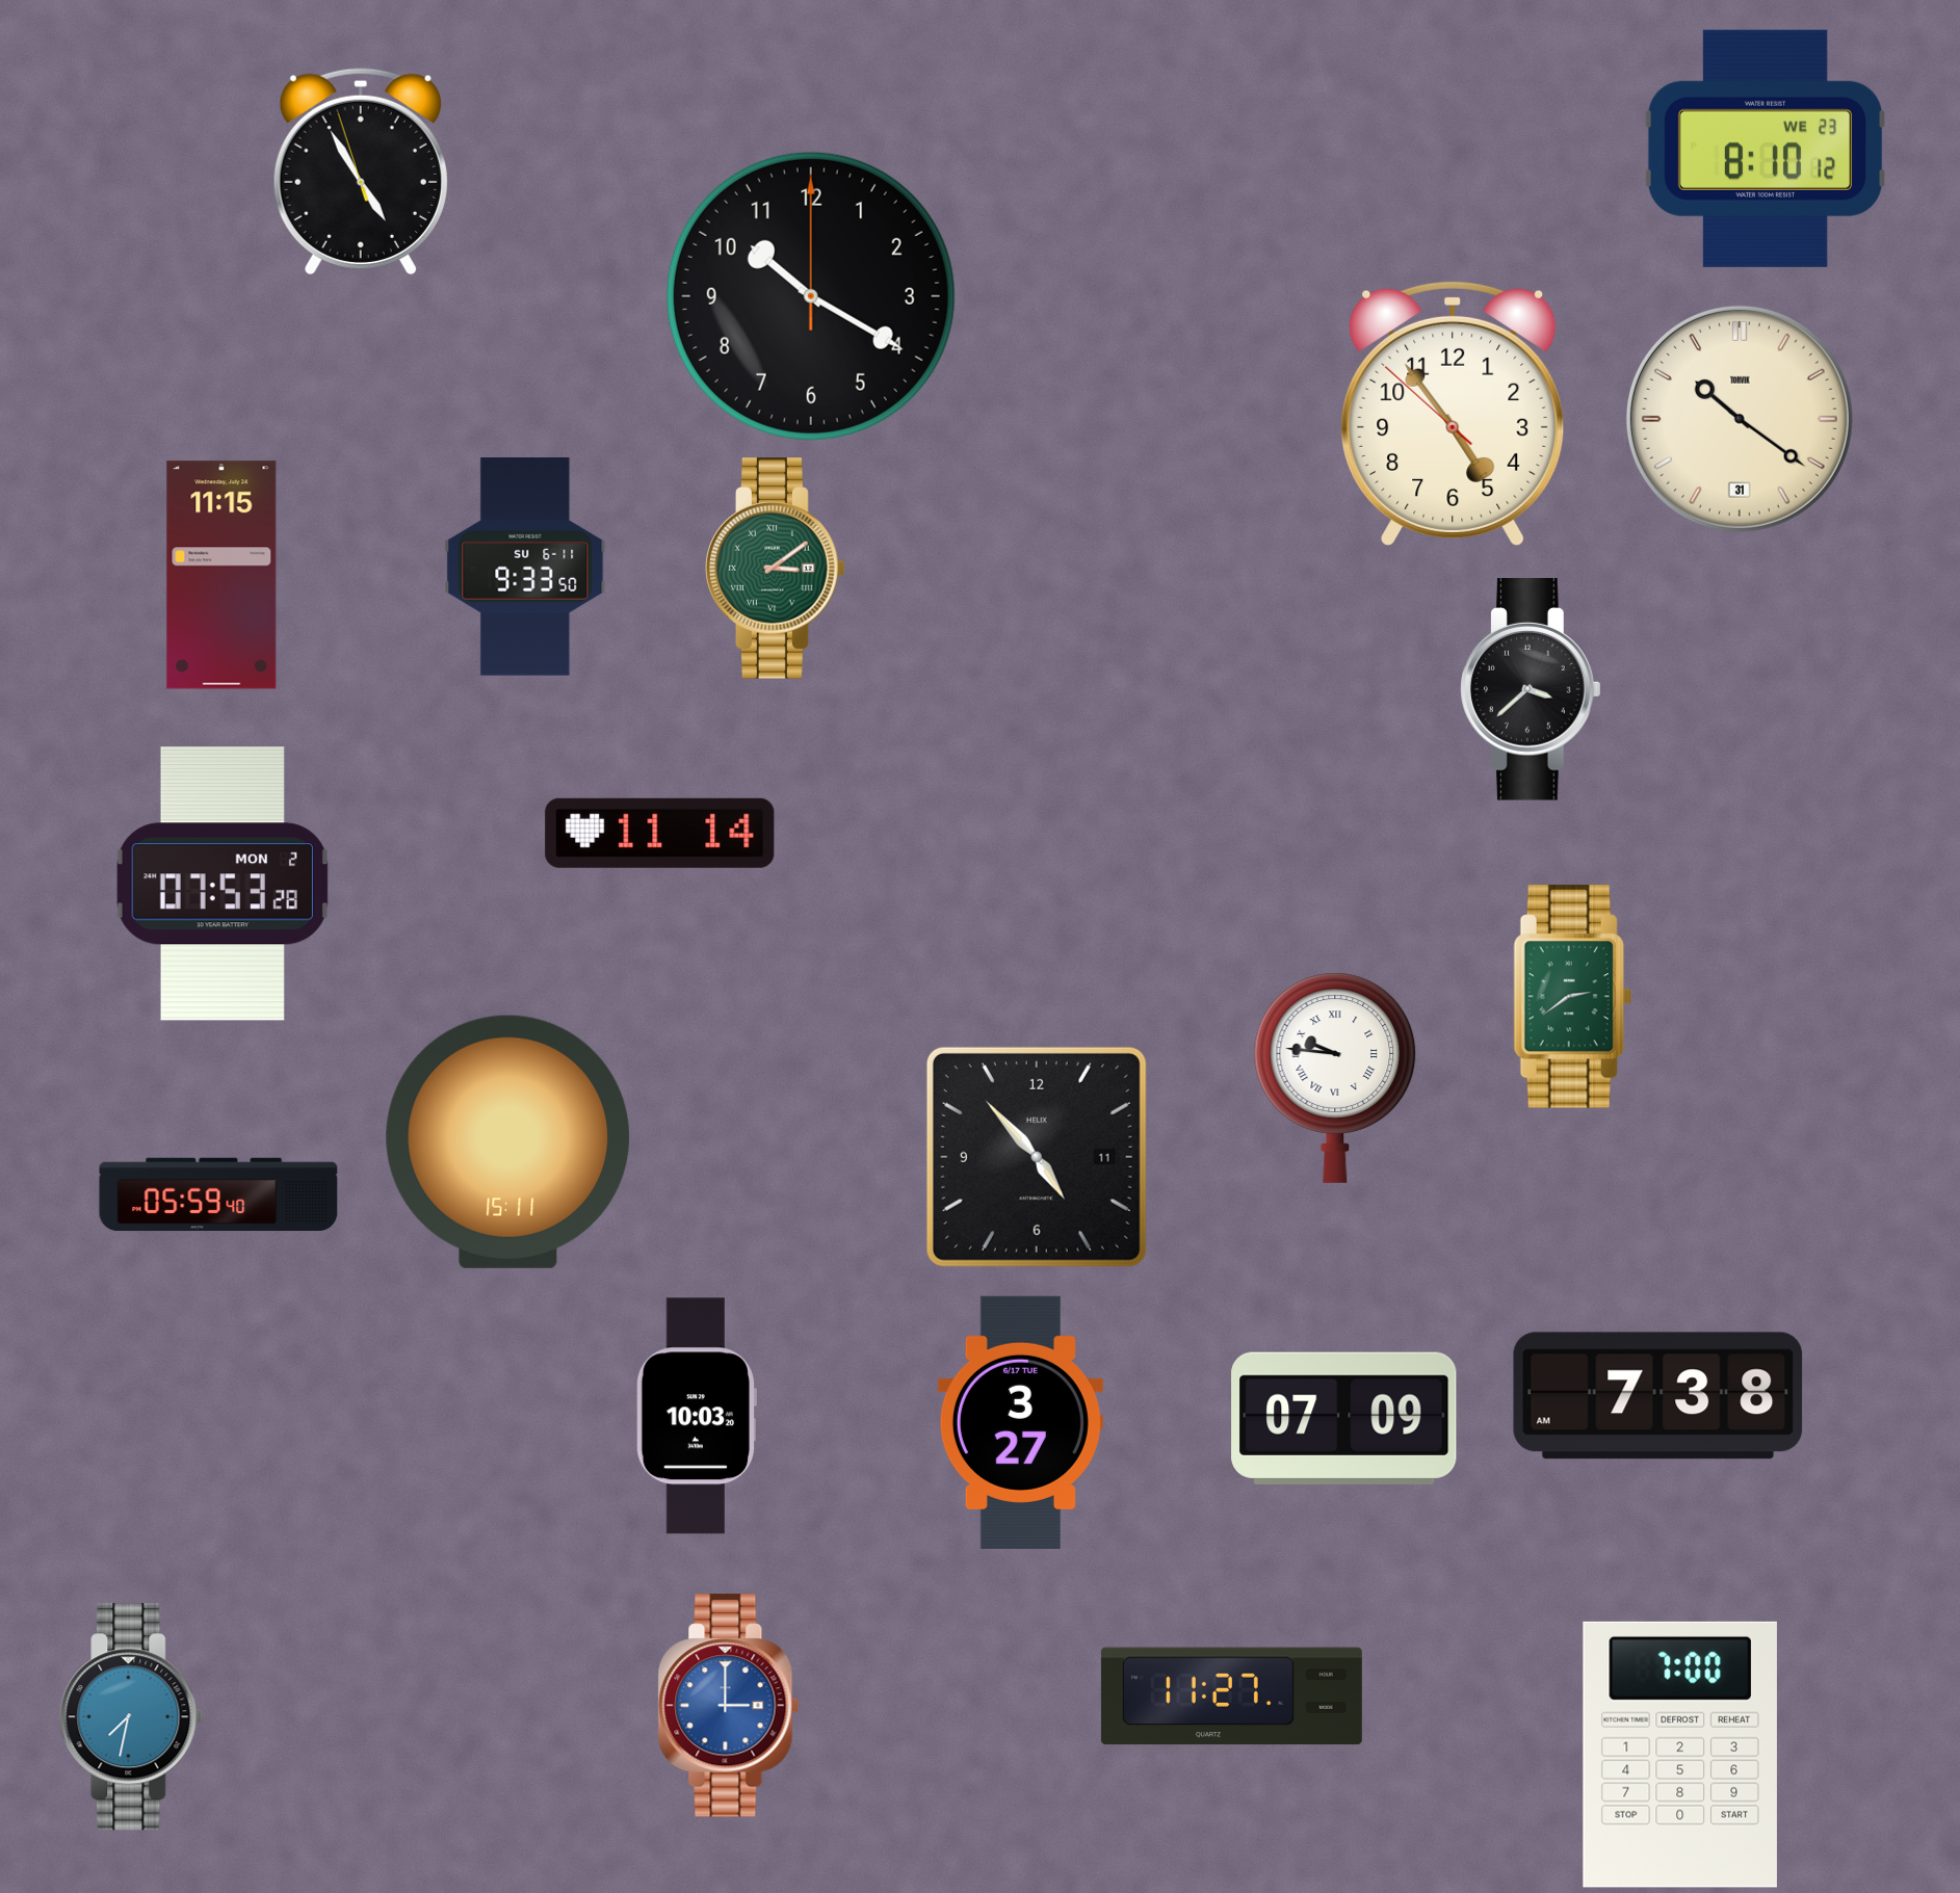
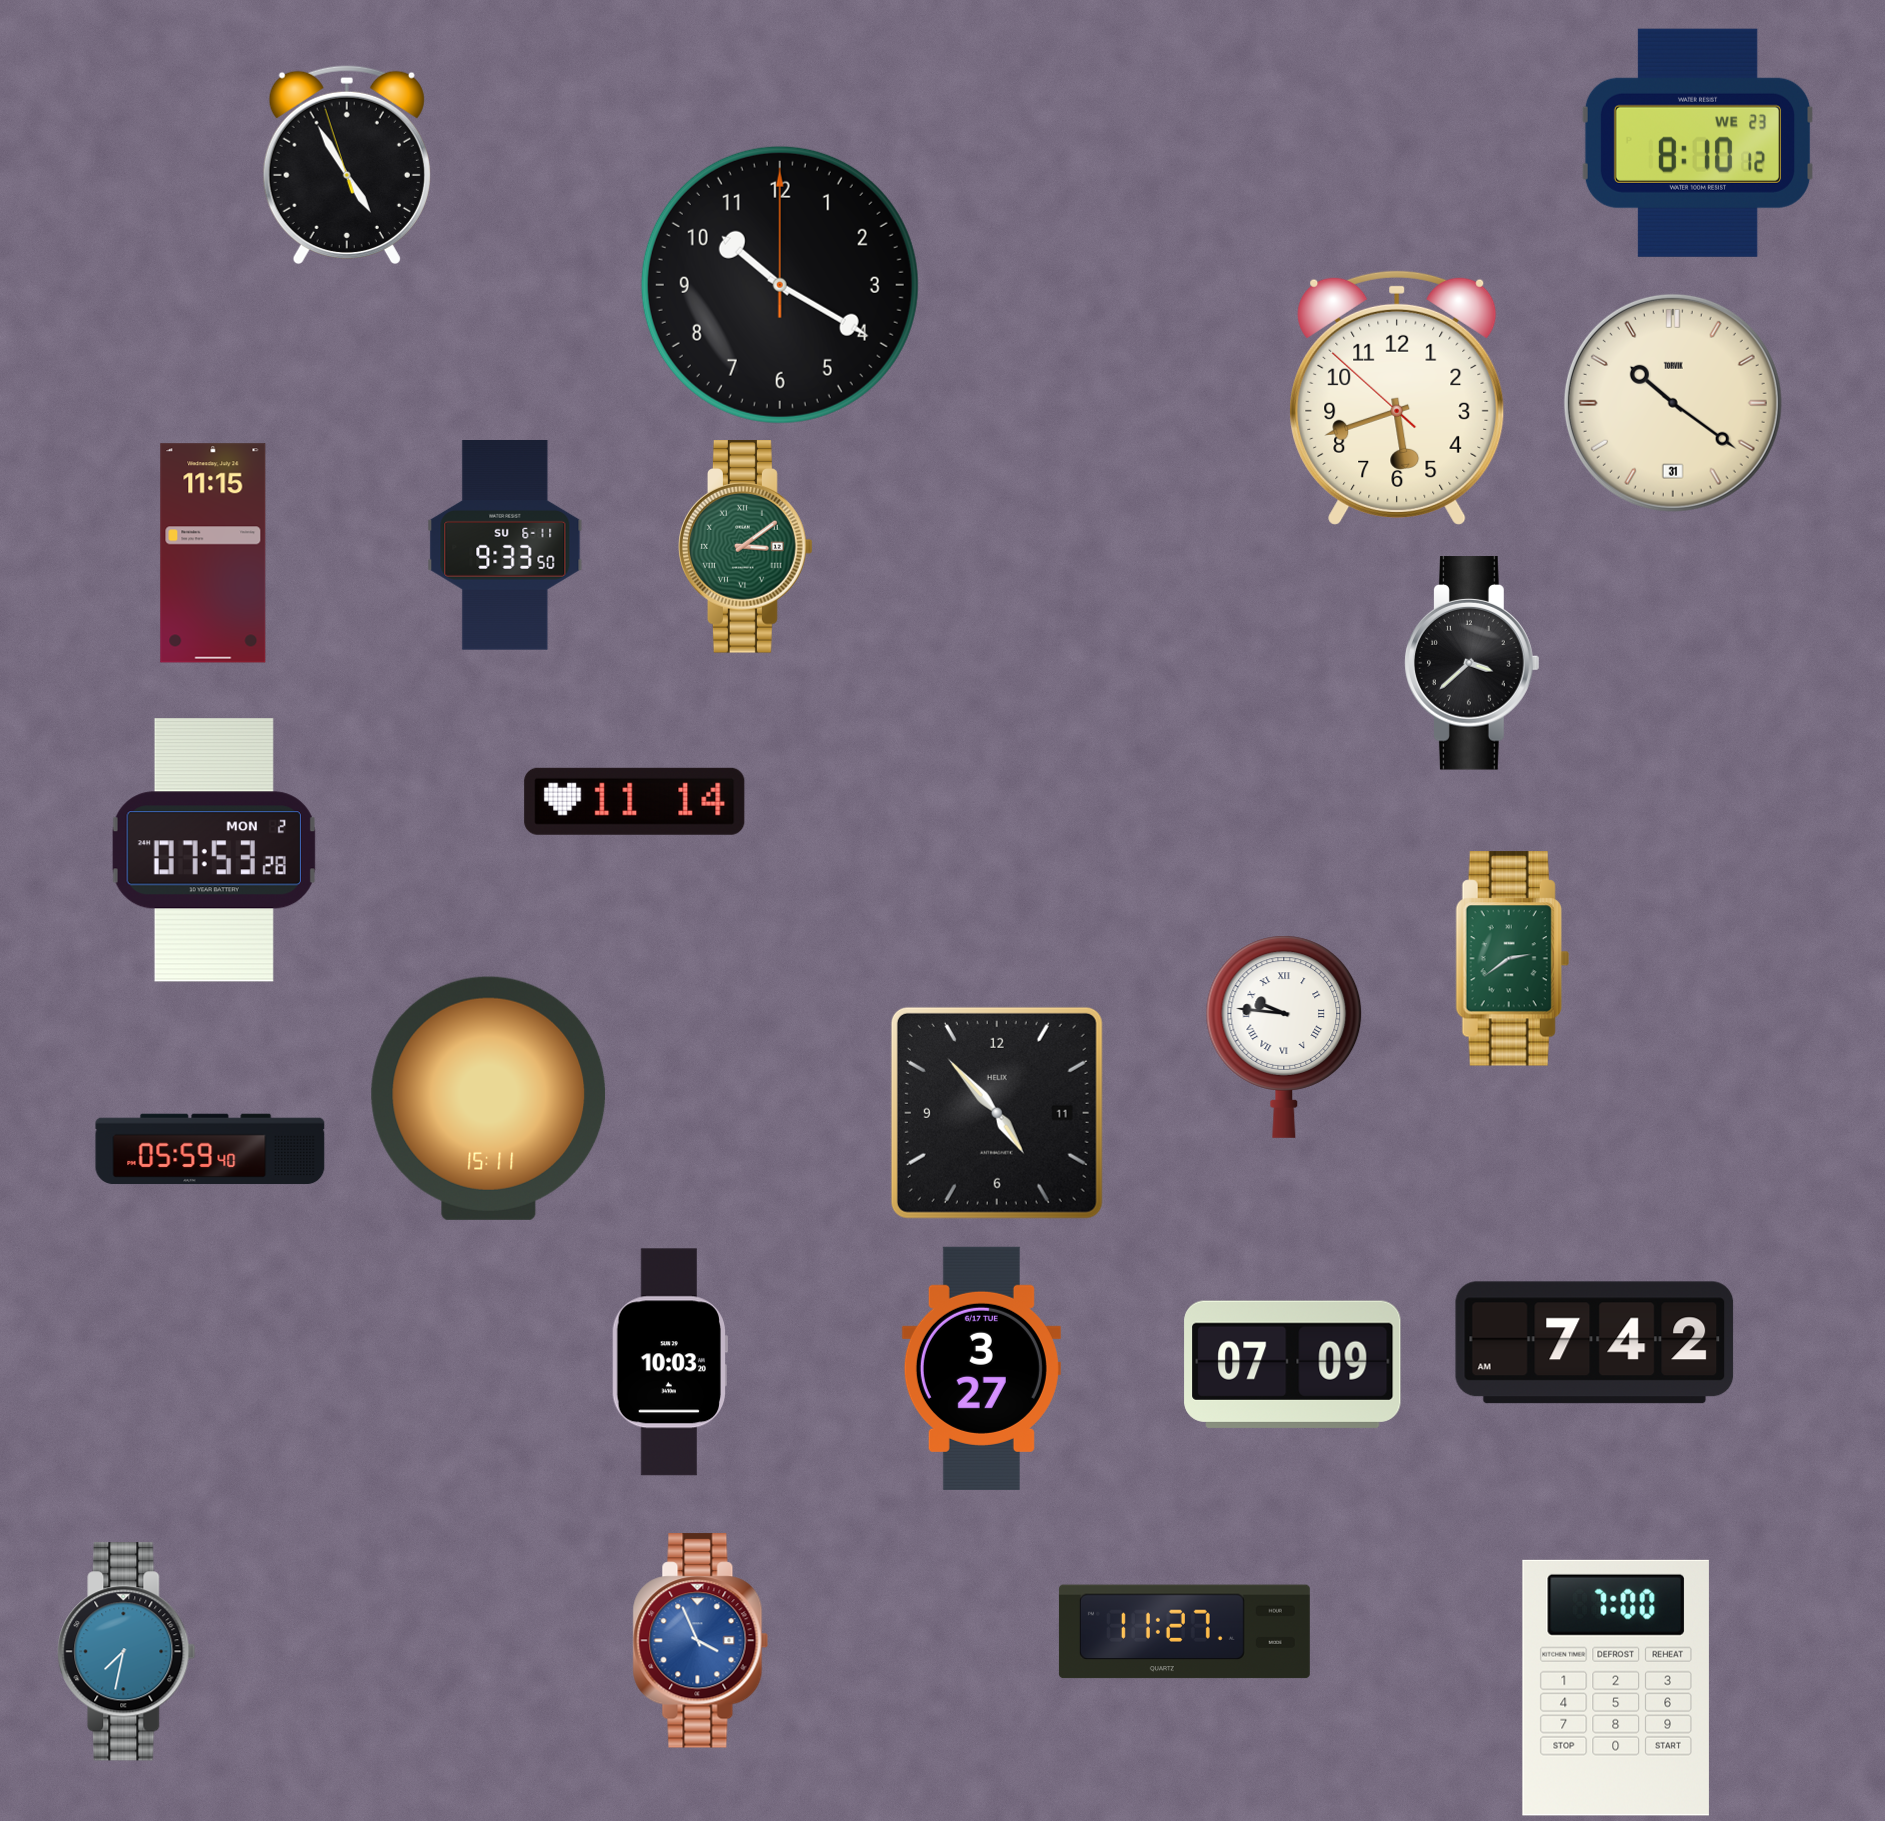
clock at (1453, 414): 4:53 -> 5:41
clock at (1658, 1396): 7:38 -> 7:42
clock at (729, 1706): 3:00 -> 3:56
